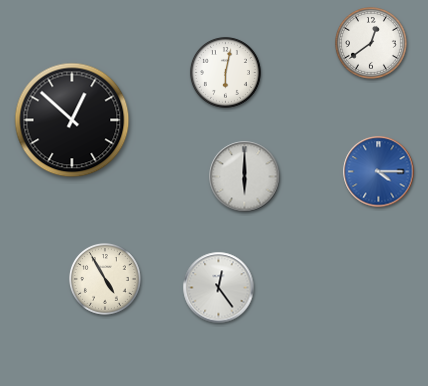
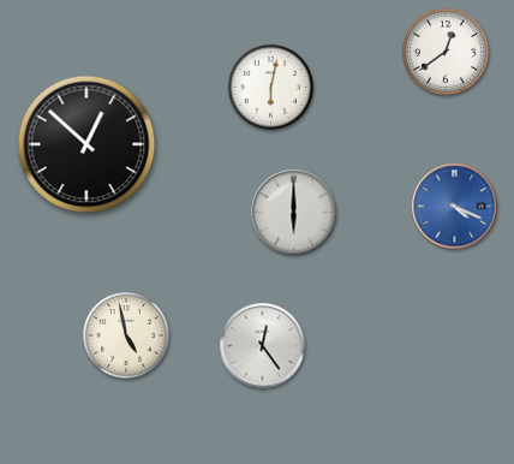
clock at (379, 172): 4:15 -> 4:19
clock at (106, 280): 4:55 -> 4:58
